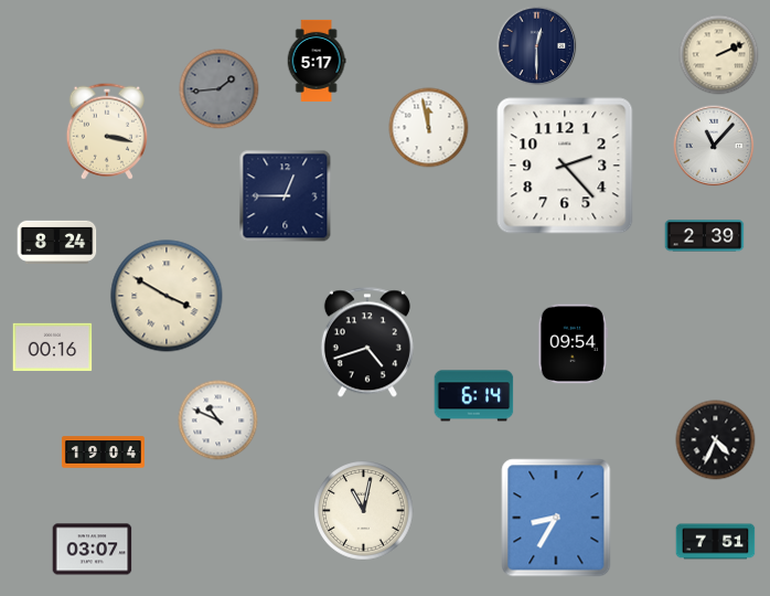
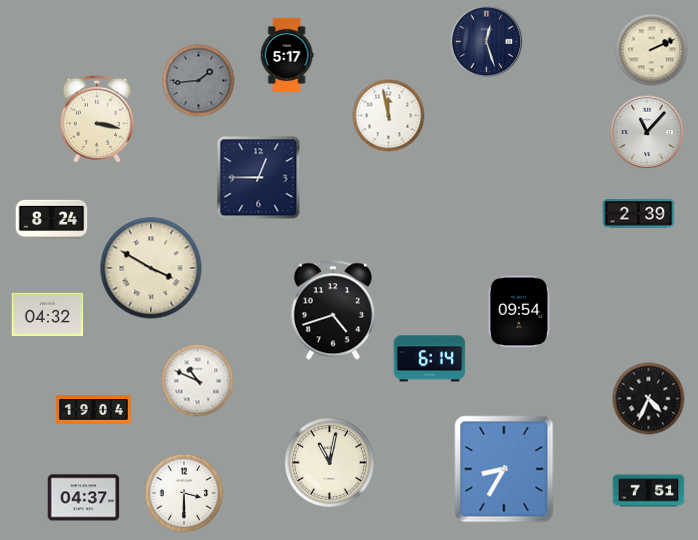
clock at (537, 46): 12:30 -> 12:27
clock at (565, 166): 2:23 -> none
clock at (53, 348): 00:16 -> 04:32
clock at (184, 493): none -> 3:30
clock at (93, 550): 03:07 -> 04:37
